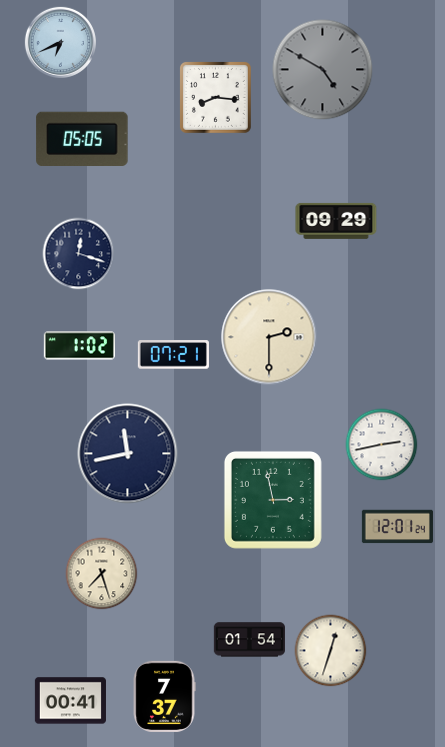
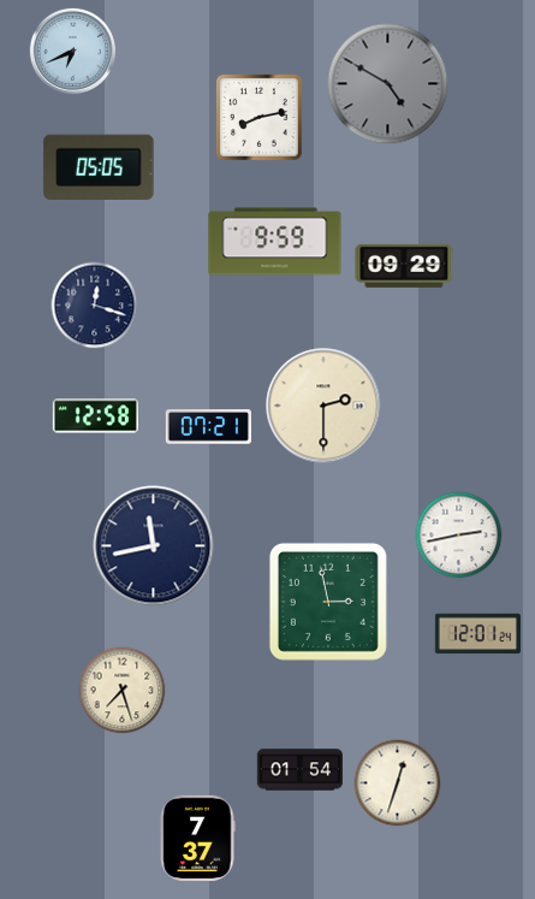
clock at (215, 97): 8:16 -> 8:13
clock at (275, 242): none -> 9:59
clock at (79, 346): 1:02 -> 12:58
clock at (70, 701): 00:41 -> none
